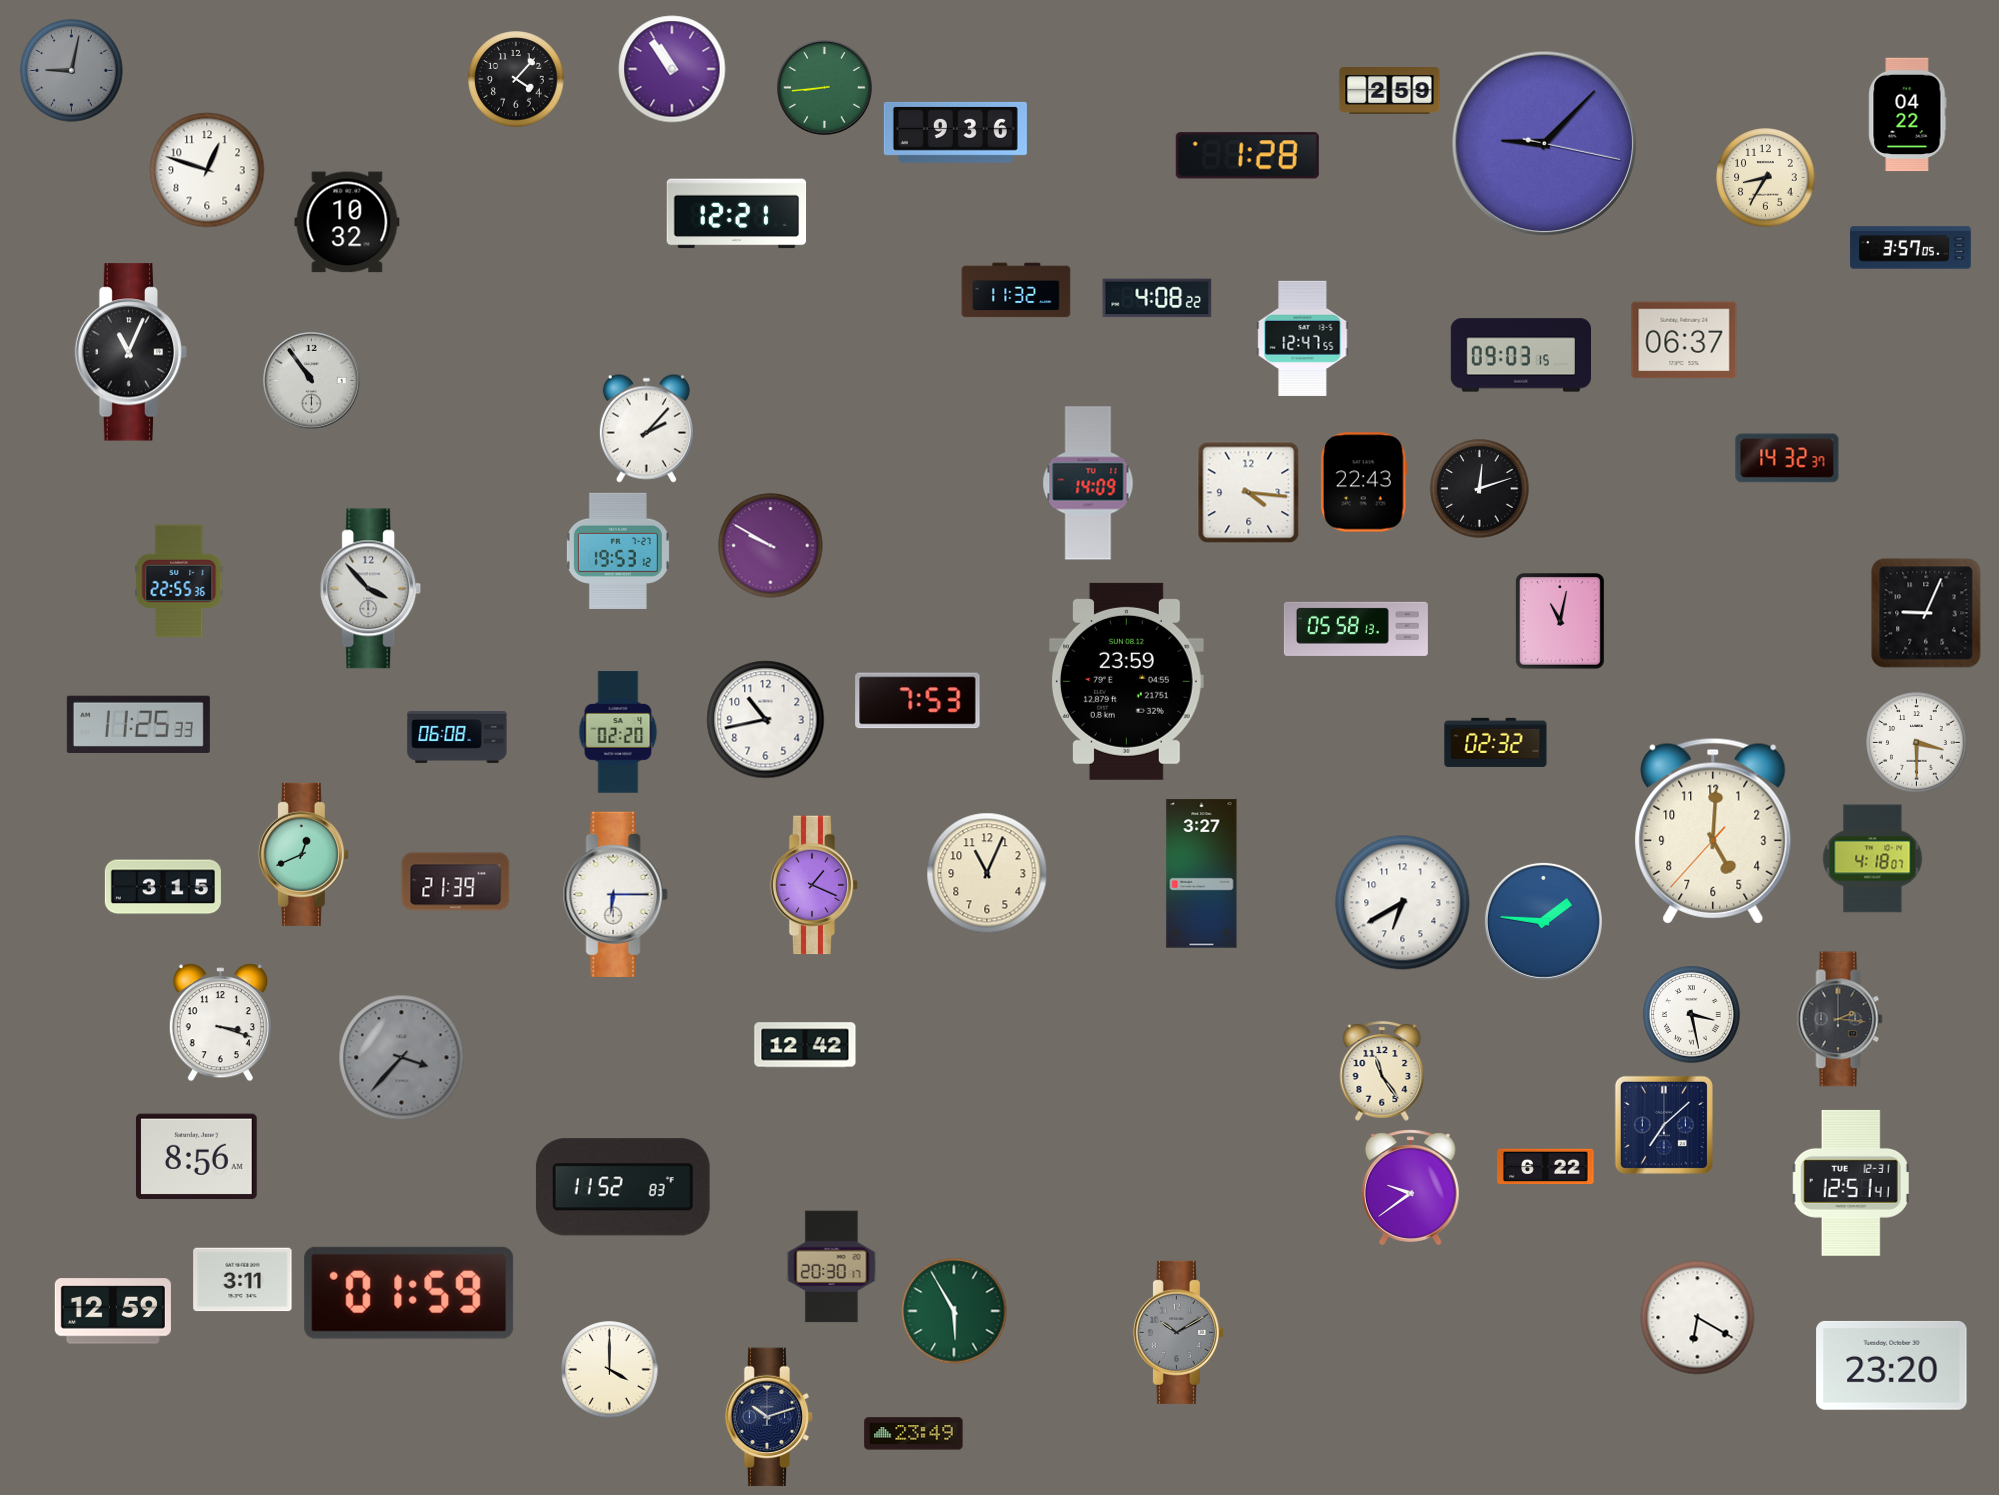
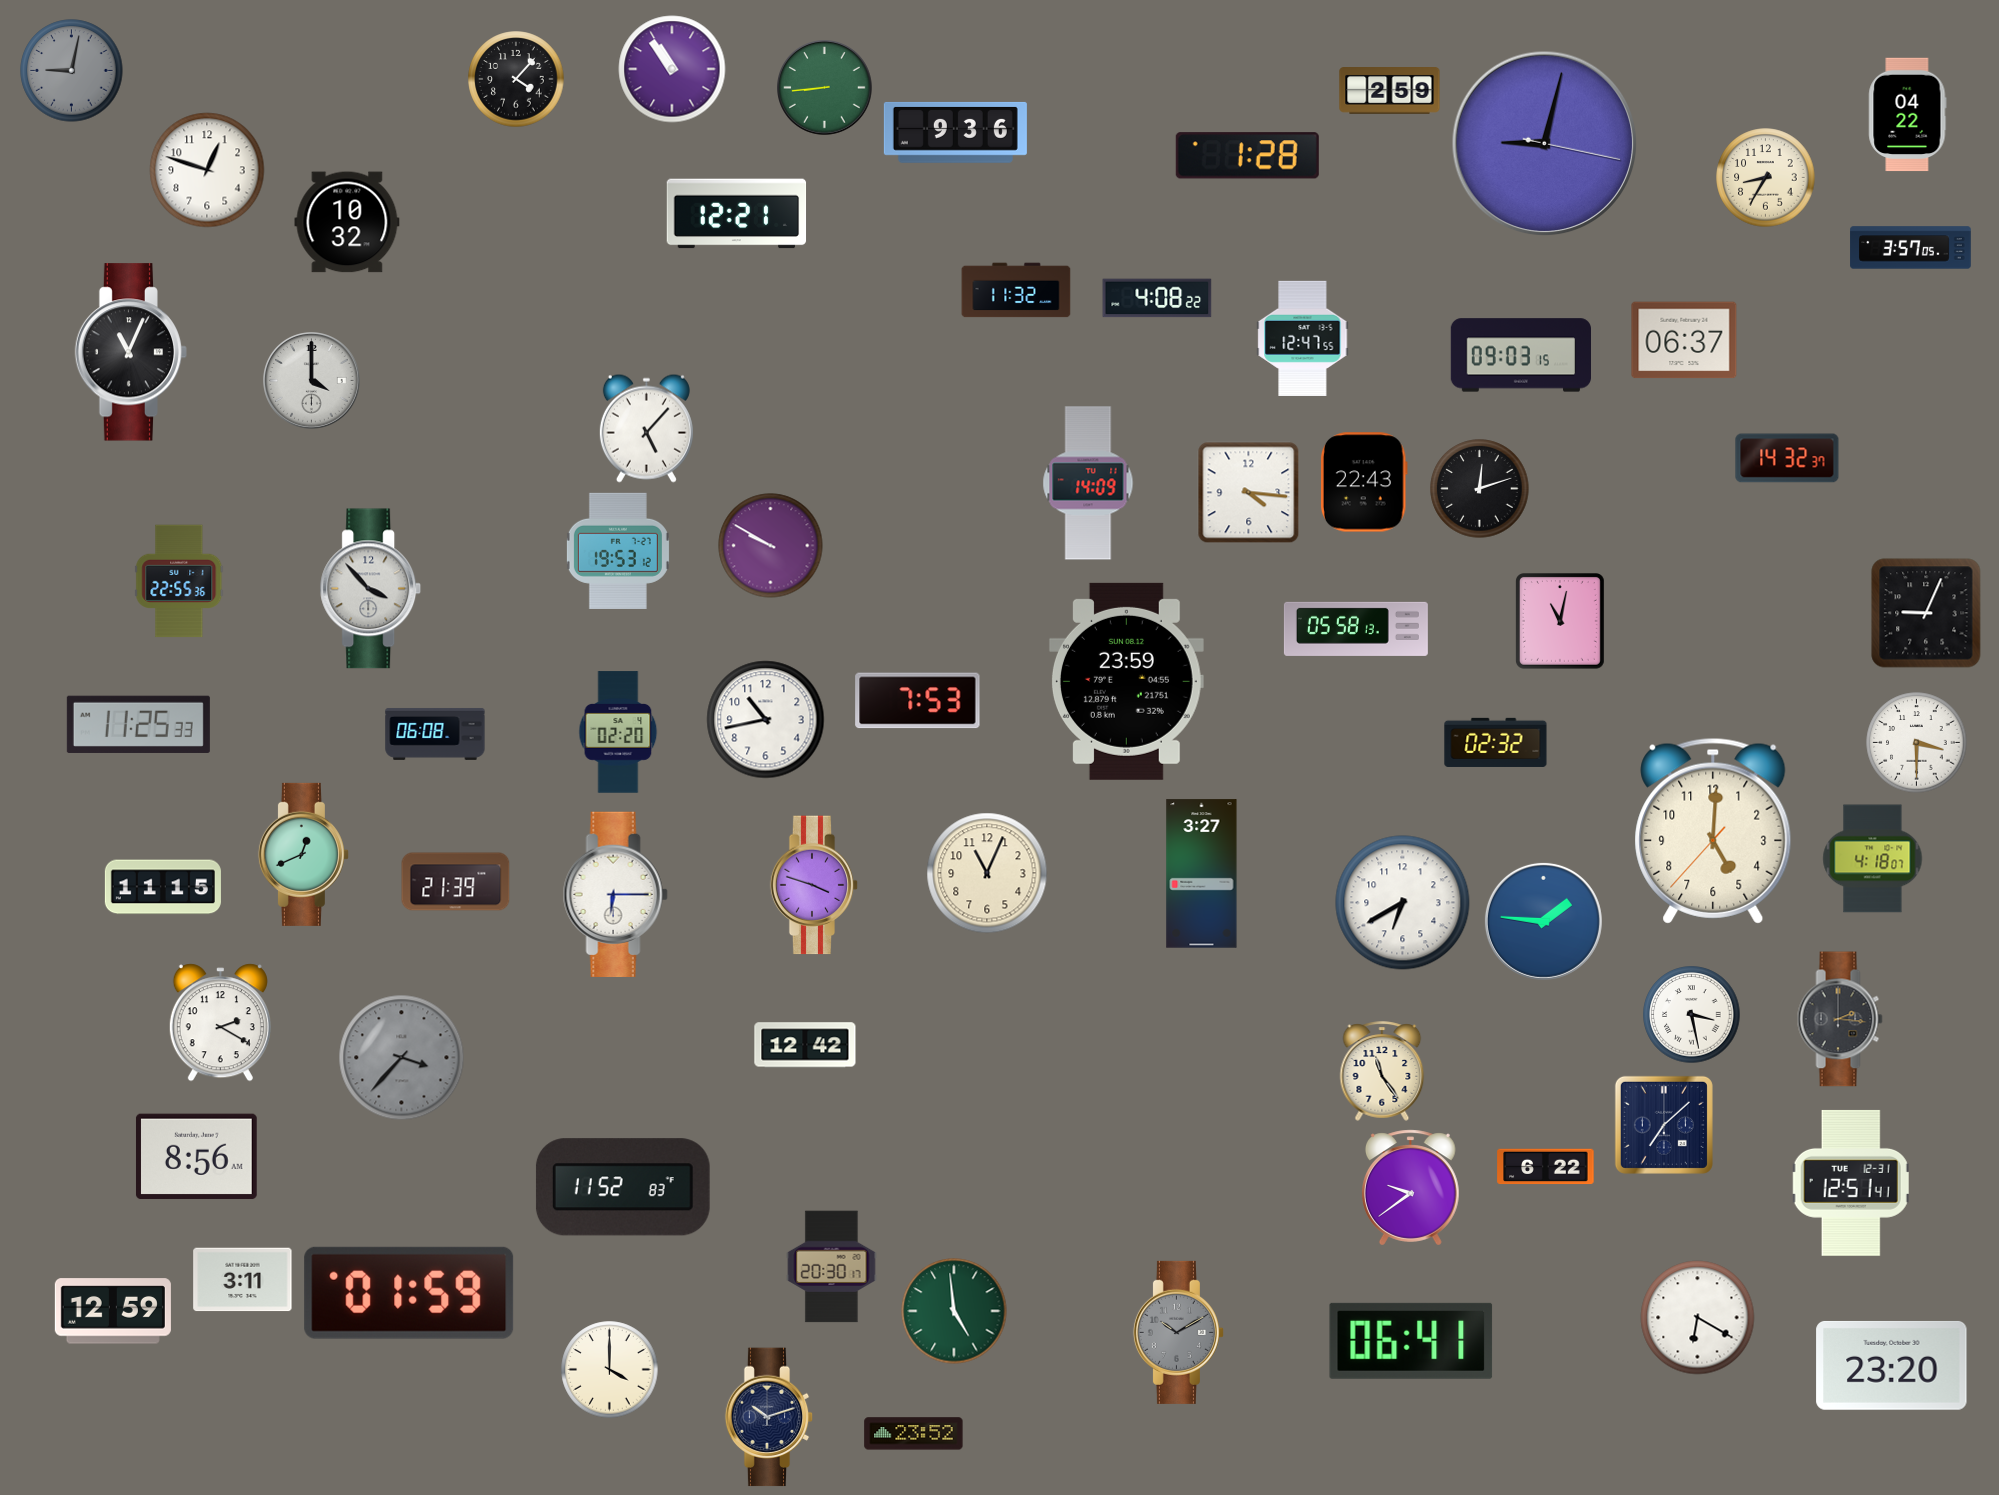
clock at (1545, 144): 9:07 -> 9:02
clock at (312, 381): 10:54 -> 4:00
clock at (646, 428): 2:07 -> 5:07
clock at (457, 737) position: (457, 737) -> (435, 734)
clock at (814, 885): 1:19 -> 3:48
clock at (163, 887): 3:15 -> 11:15
clock at (220, 1023): 3:18 -> 2:20
clock at (954, 1311): 5:55 -> 4:59
clock at (1411, 1341): none -> 06:41
clock at (914, 1434): 23:49 -> 23:52
